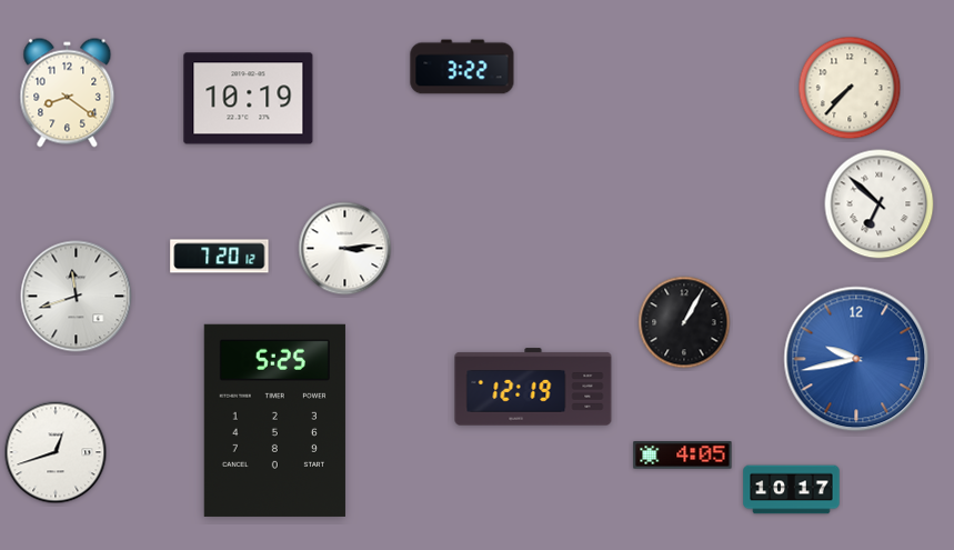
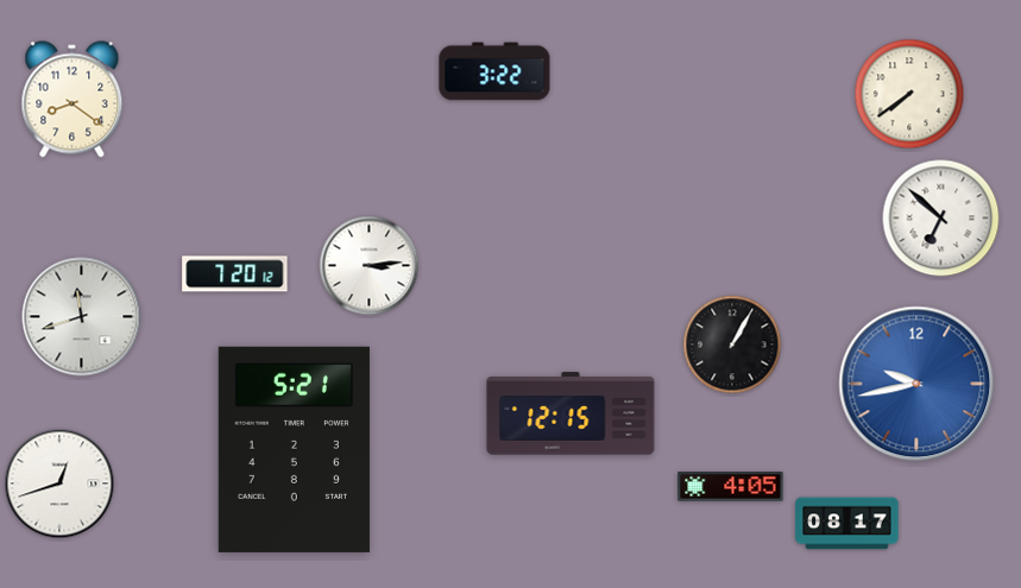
clock at (850, 88): 7:37 -> 7:39
clock at (249, 99): 10:19 -> none
clock at (533, 387): 12:19 -> 12:15
clock at (274, 420): 5:25 -> 5:21
clock at (792, 490): 10:17 -> 08:17
